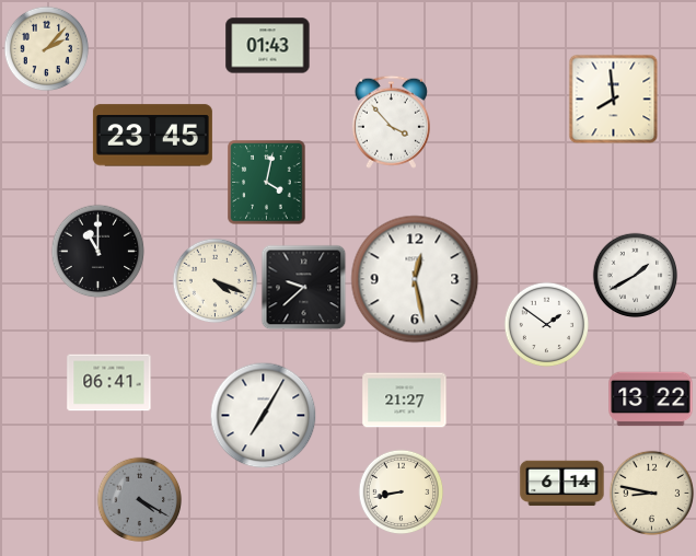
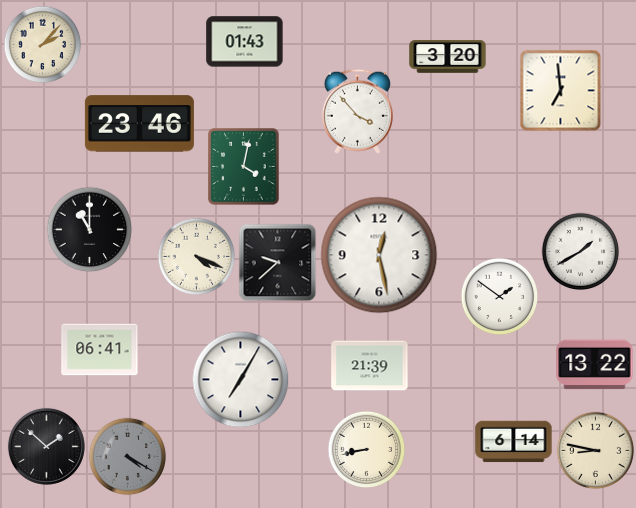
clock at (448, 57): none -> 3:20
clock at (613, 99): 7:59 -> 6:59
clock at (152, 136): 23:45 -> 23:46
clock at (405, 401): 21:27 -> 21:39
clock at (46, 446): none -> 1:52
